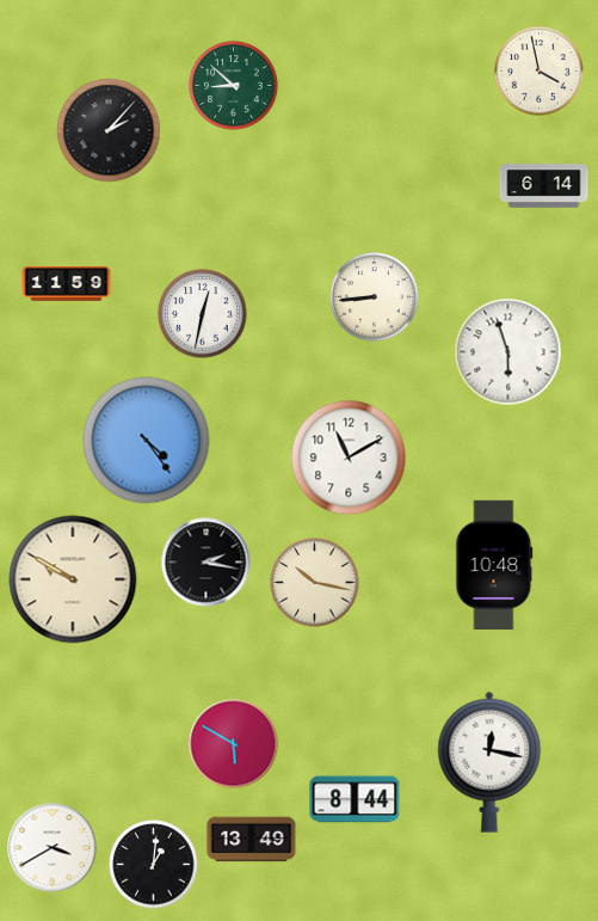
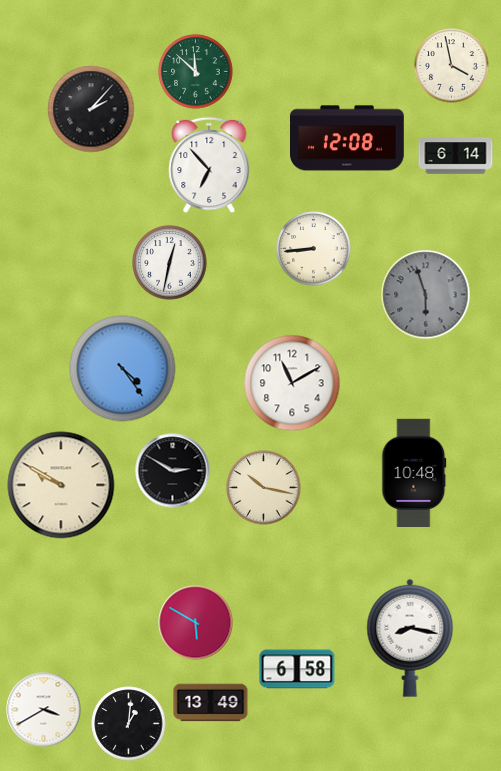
clock at (540, 72) position: (540, 72) -> (452, 66)
clock at (234, 86): 8:52 -> 11:52
clock at (348, 138): none -> 12:08
clock at (209, 165): none -> 6:53
clock at (67, 283): 11:59 -> none
clock at (508, 352) dial: white -> grey
clock at (206, 563): 2:17 -> 2:50
clock at (489, 762): 12:17 -> 8:17
clock at (355, 799): 8:44 -> 6:58
